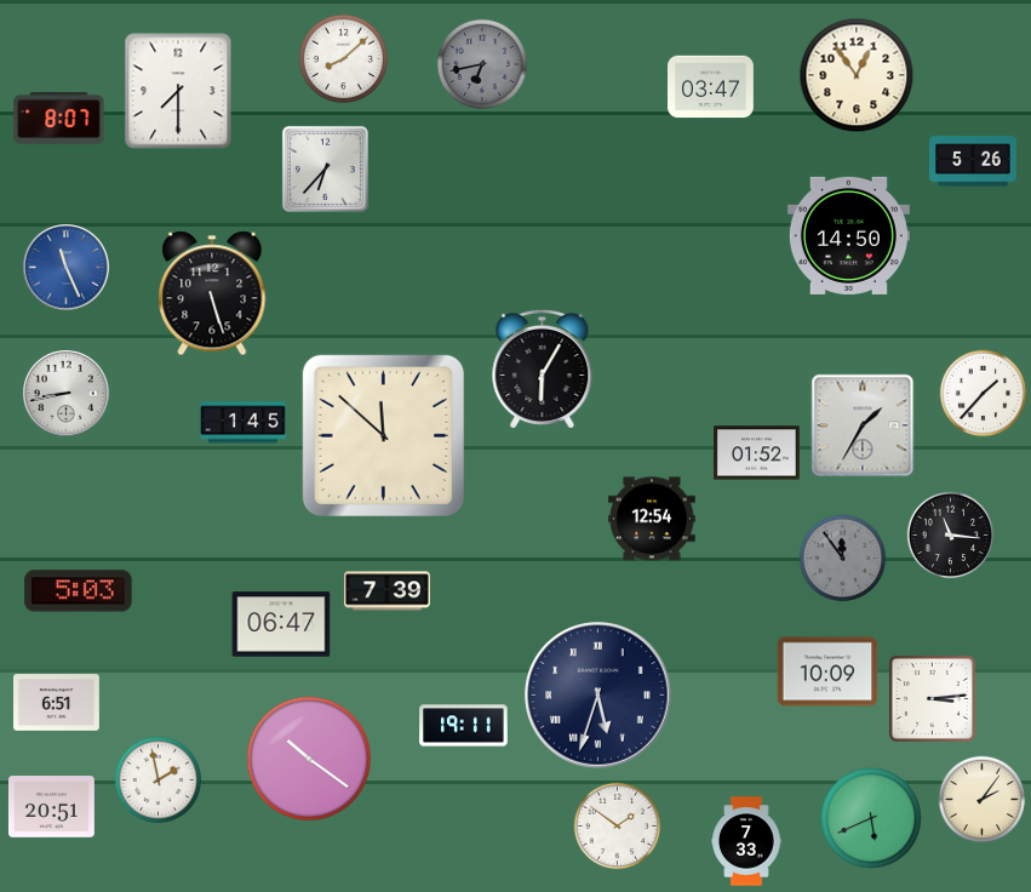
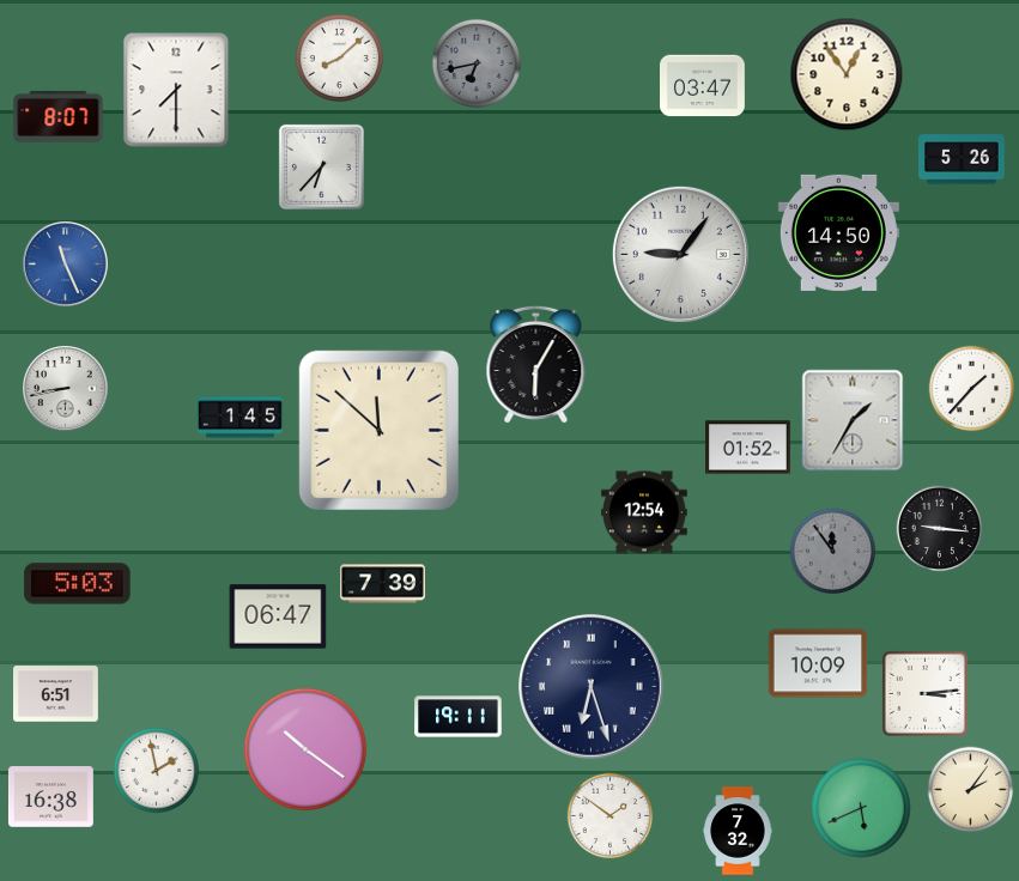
clock at (680, 254): none -> 9:06
clock at (212, 293): 5:27 -> none
clock at (951, 536): 11:16 -> 9:16
clock at (598, 696): 5:33 -> 6:27
clock at (932, 698) position: (932, 698) -> (924, 693)
clock at (51, 807): 20:51 -> 16:38
clock at (746, 841): 7:33 -> 7:32
